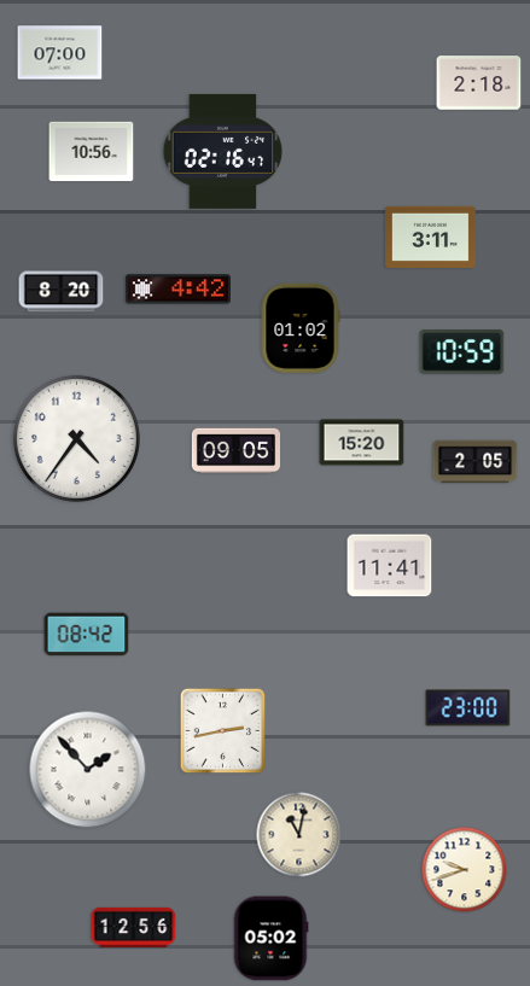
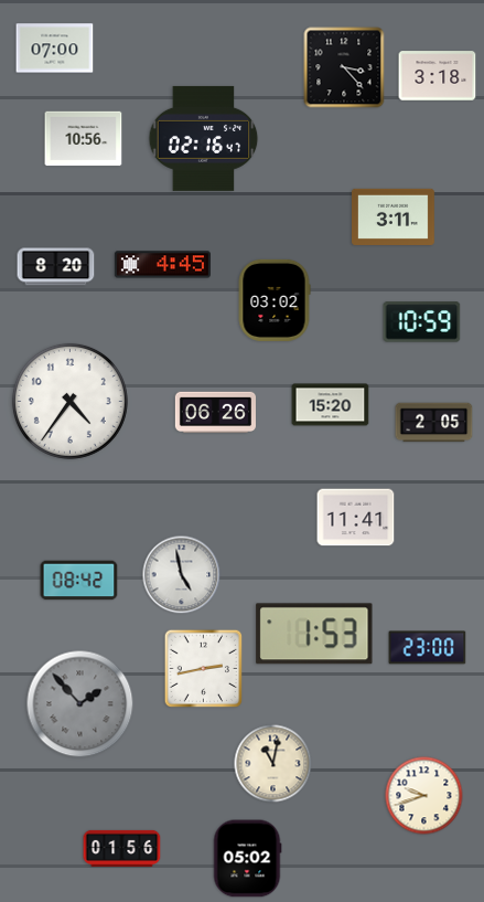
clock at (344, 67): none -> 3:23
clock at (479, 83): 2:18 -> 3:18
clock at (177, 290): 4:42 -> 4:45
clock at (301, 328): 01:02 -> 03:02
clock at (235, 451): 09:05 -> 06:26
clock at (182, 575): none -> 4:58
clock at (314, 634): none -> 1:53
clock at (88, 770) dial: white -> grey
clock at (134, 927): 12:56 -> 01:56
